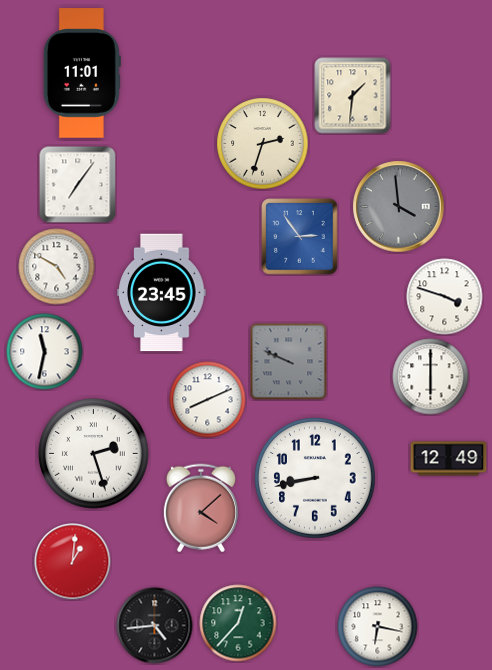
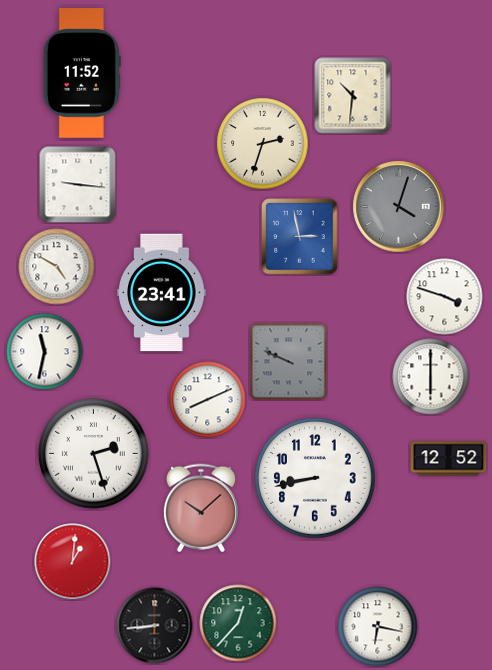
clock at (82, 73): 11:01 -> 11:52
clock at (353, 96): 1:31 -> 10:31
clock at (78, 185): 7:06 -> 9:16
clock at (399, 207): 3:59 -> 4:03
clock at (300, 237): 2:54 -> 2:58
clock at (162, 293): 23:45 -> 23:41
clock at (449, 459): 12:49 -> 12:52
clock at (201, 508): 4:08 -> 10:08
clock at (155, 626): 4:44 -> 8:44
